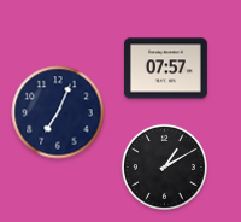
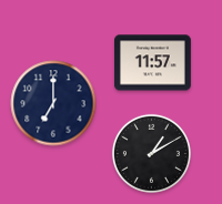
clock at (165, 69): 07:57 -> 11:57
clock at (58, 112): 7:04 -> 7:00
